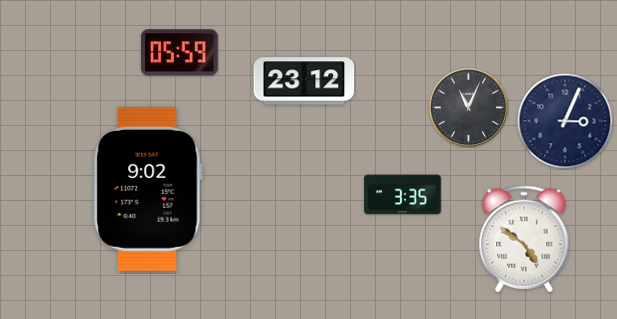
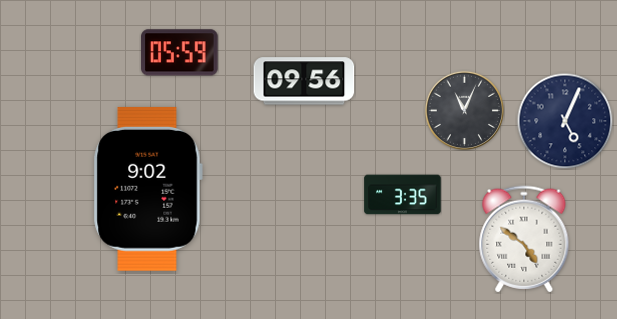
clock at (304, 81): 23:12 -> 09:56
clock at (468, 107) position: (468, 107) -> (464, 110)
clock at (565, 121): 3:04 -> 5:04
